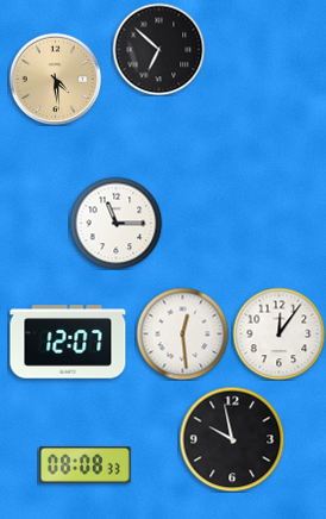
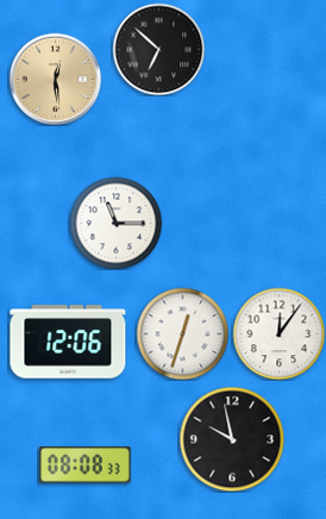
clock at (55, 79): 4:29 -> 12:29
clock at (182, 333): 12:29 -> 12:33
clock at (68, 342): 12:07 -> 12:06
